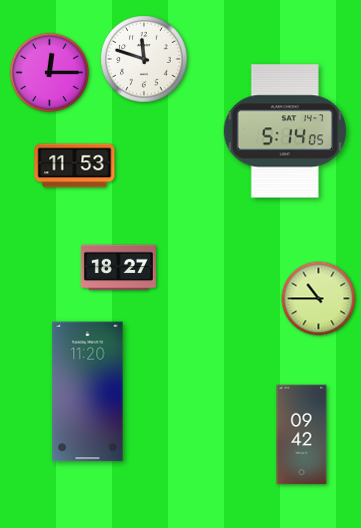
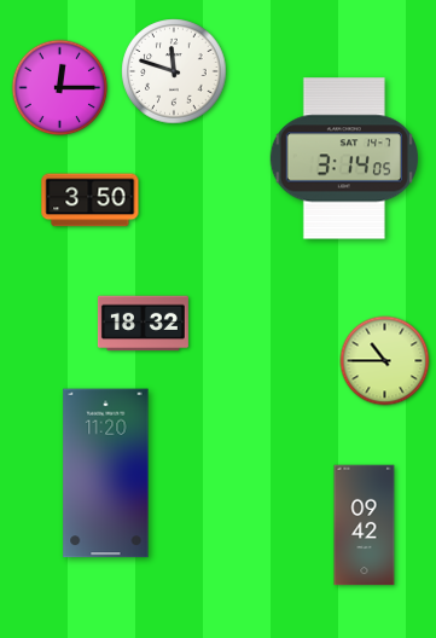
clock at (285, 131): 5:14 -> 3:14
clock at (75, 166): 11:53 -> 3:50
clock at (118, 268): 18:27 -> 18:32
